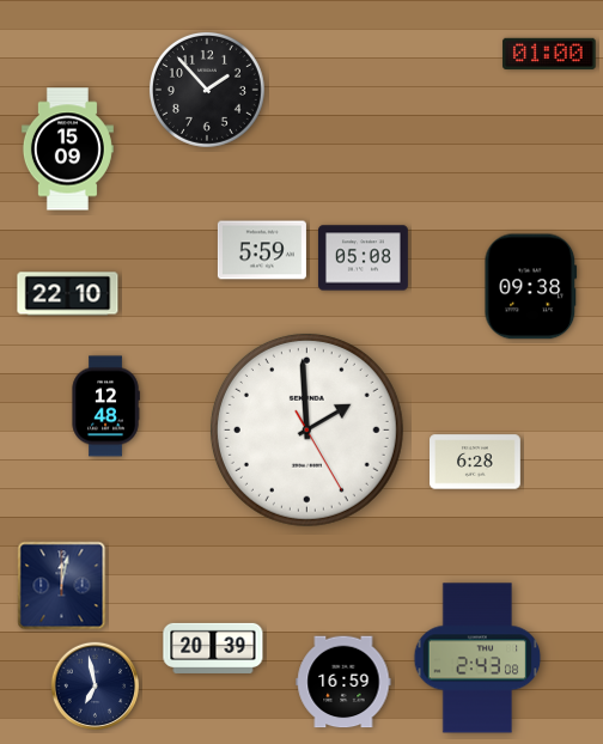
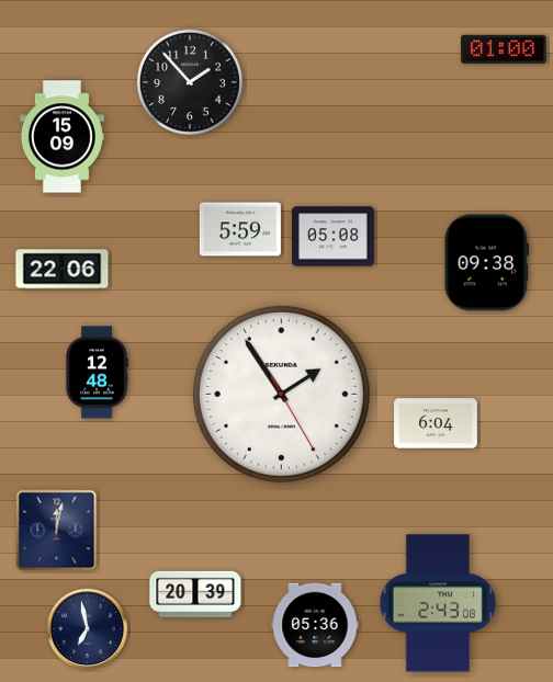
clock at (68, 294): 22:10 -> 22:06
clock at (306, 429): 1:59 -> 1:54
clock at (476, 462): 6:28 -> 6:04
clock at (62, 586) position: (62, 586) -> (57, 531)
clock at (343, 682): 16:59 -> 05:36
